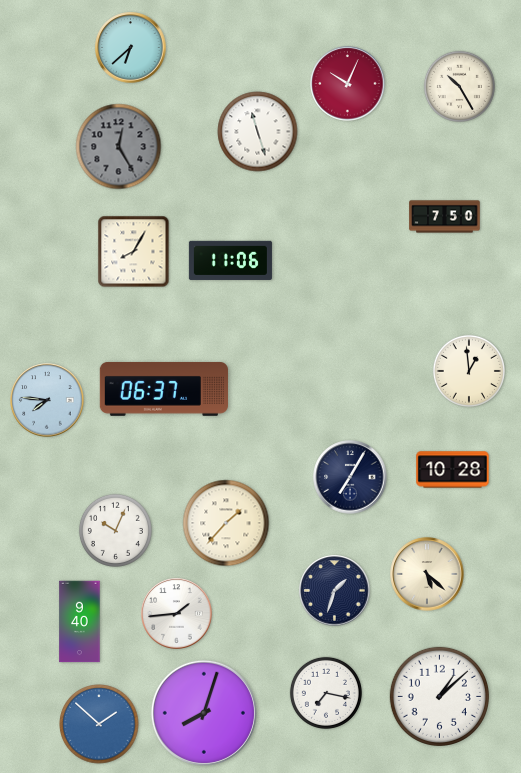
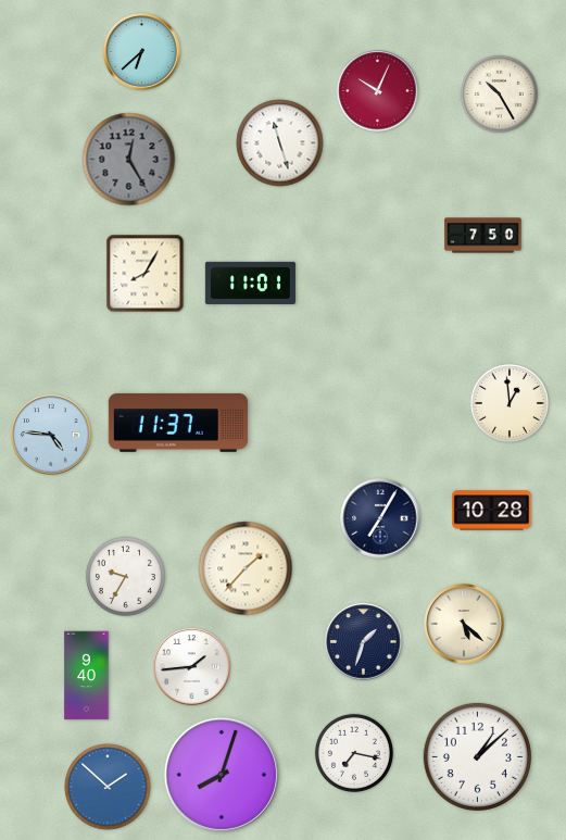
clock at (230, 260): 11:06 -> 11:01
clock at (164, 389): 06:37 -> 11:37
clock at (47, 400): 7:46 -> 4:46
clock at (115, 530): 10:04 -> 9:35
